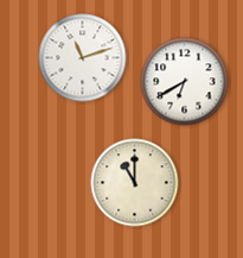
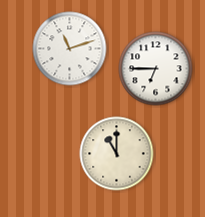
clock at (185, 82): 6:40 -> 6:45
clock at (135, 183) position: (135, 183) -> (117, 154)
